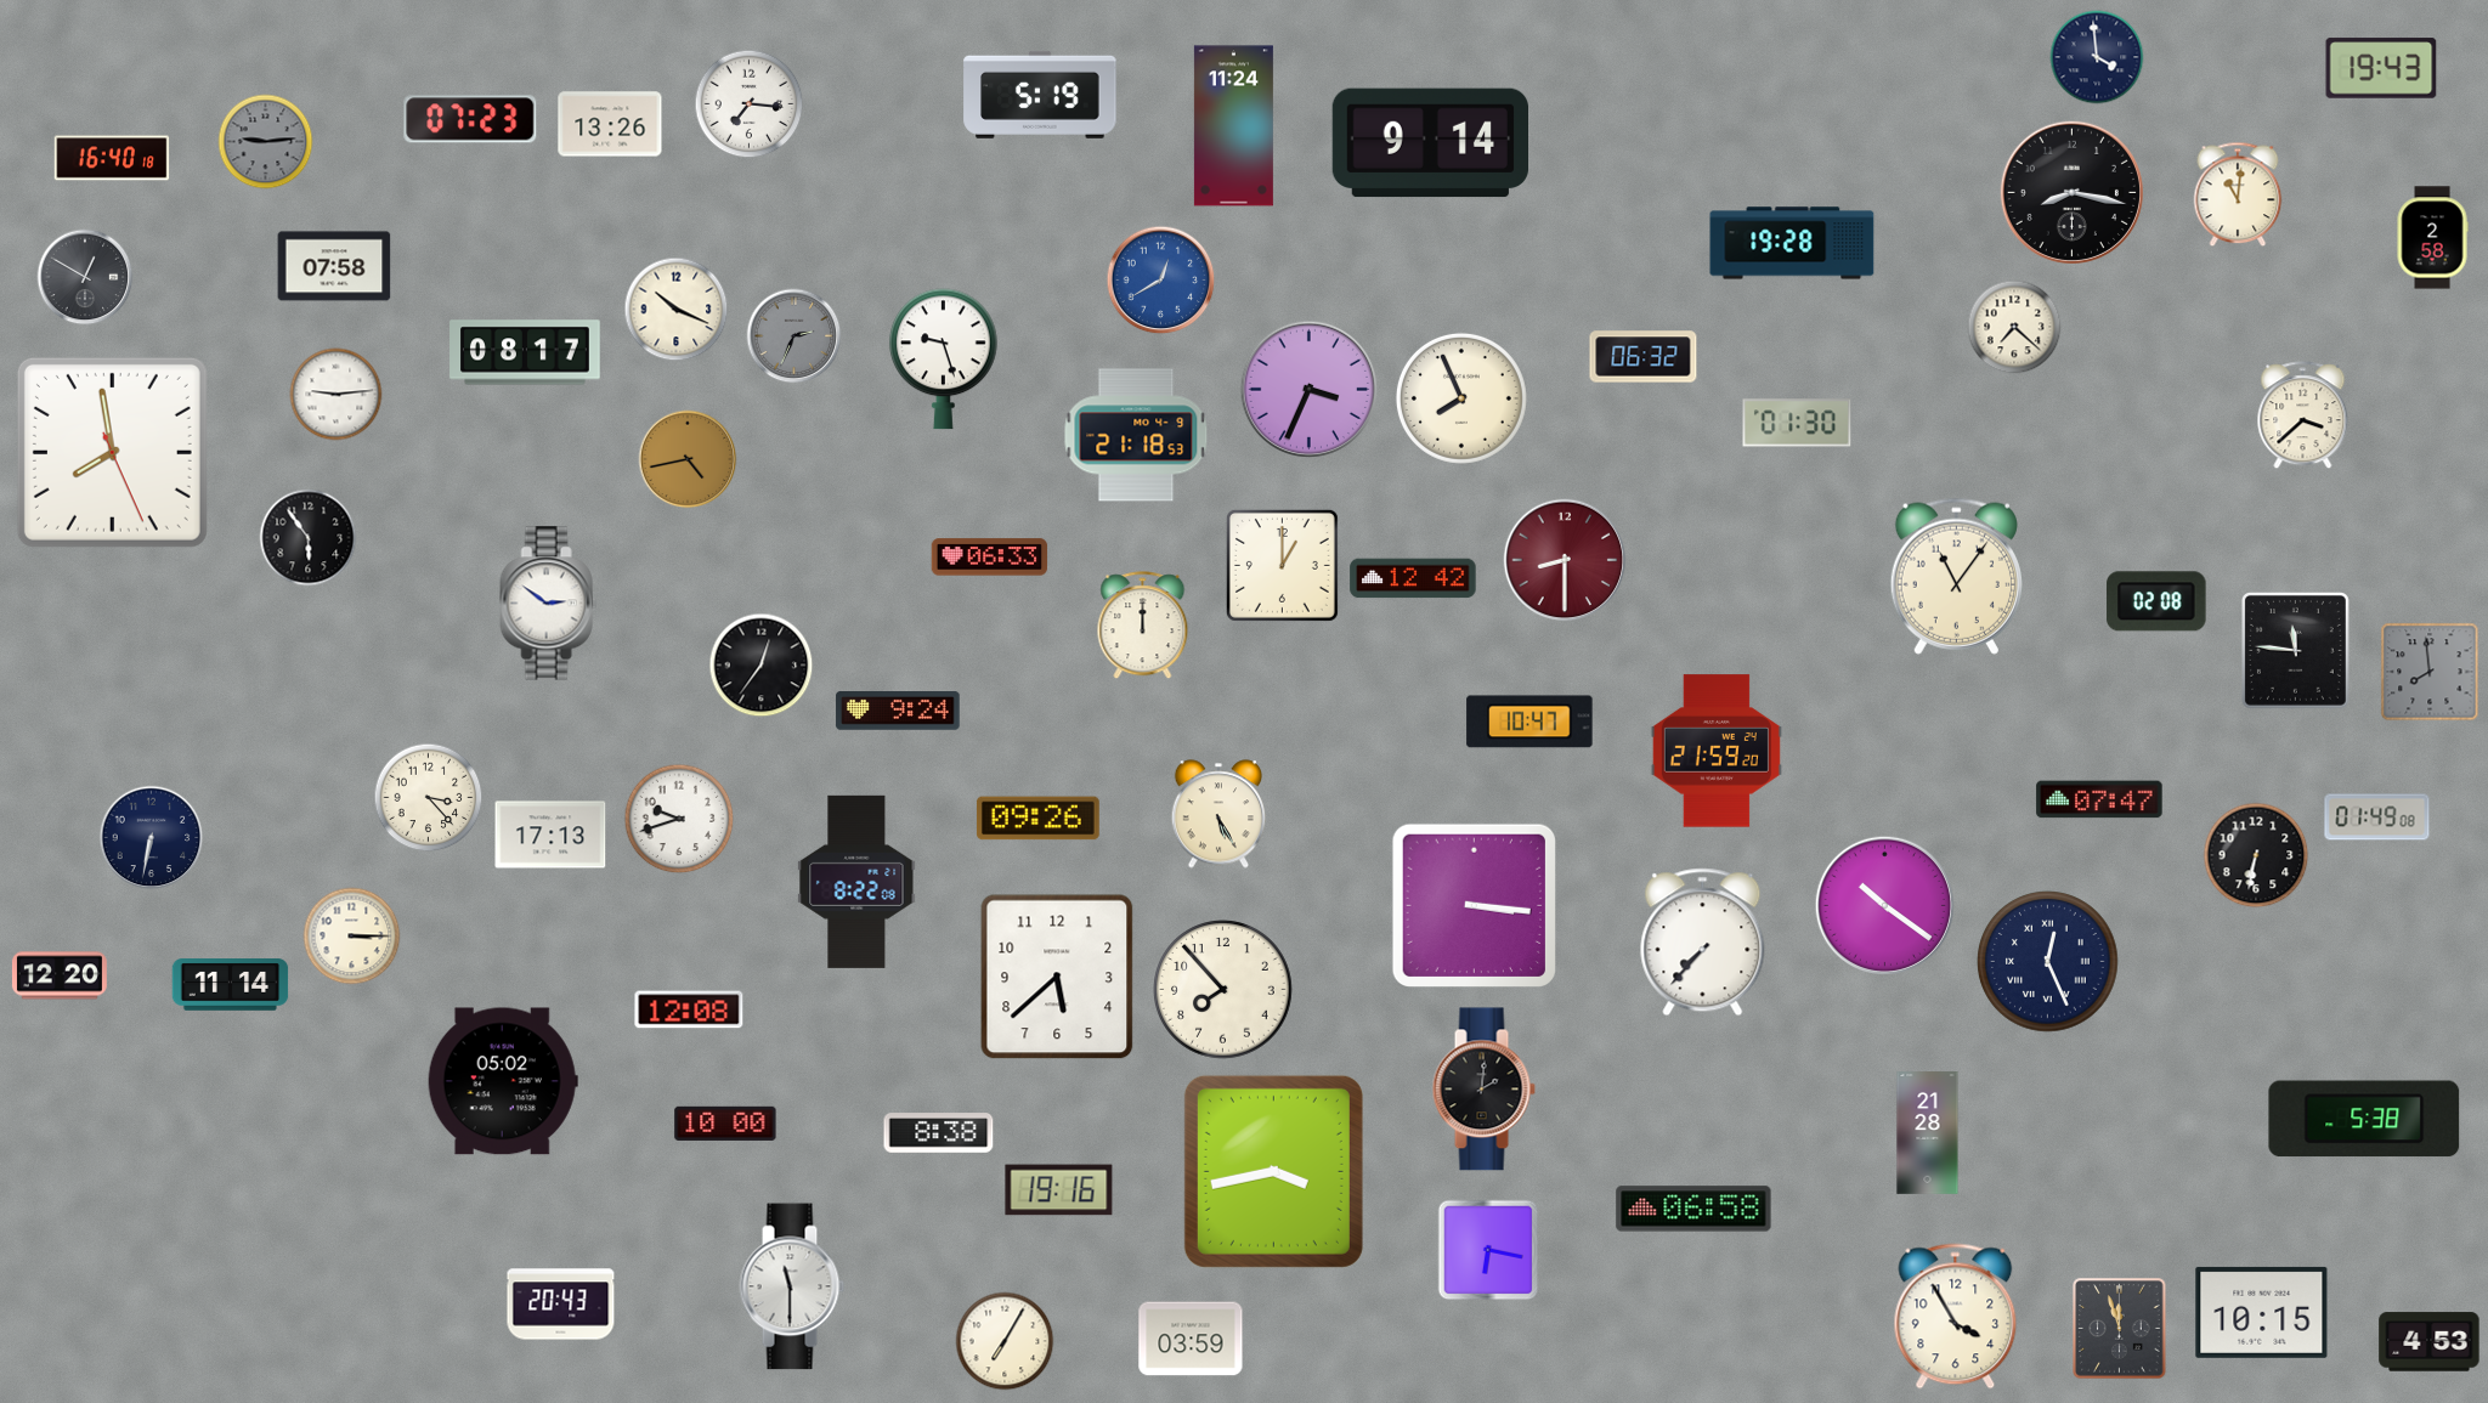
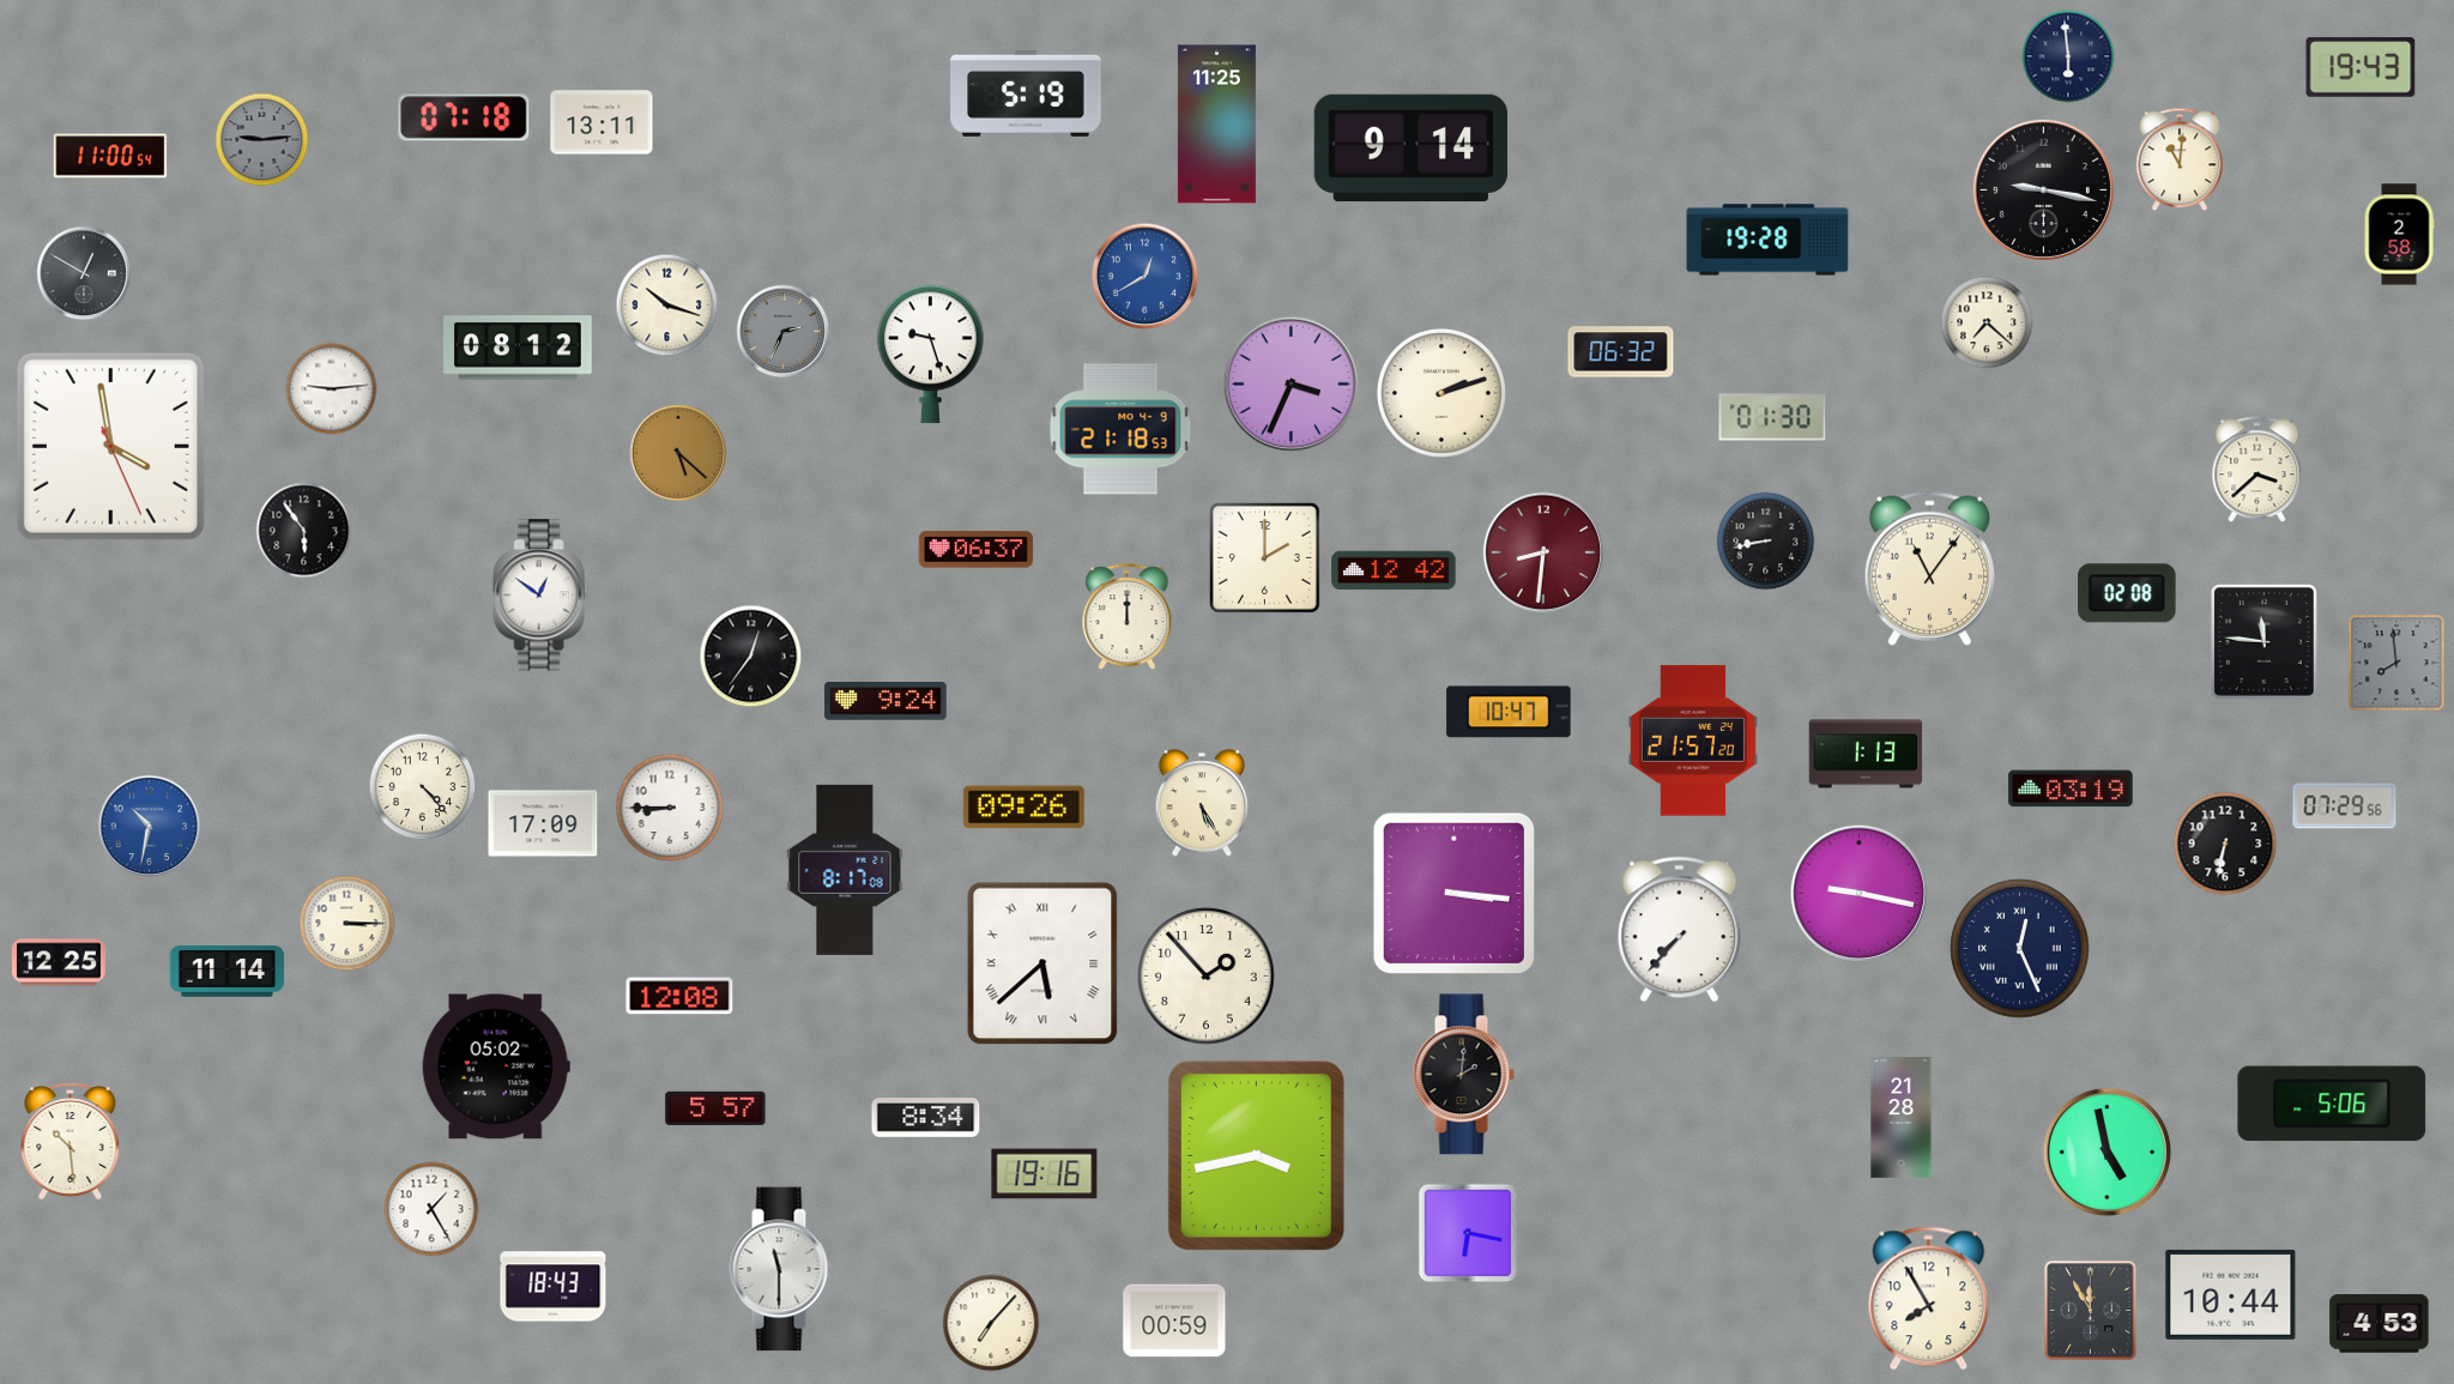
clock at (2097, 57): 3:59 -> 5:59
clock at (2381, 68) position: (2381, 68) -> (2361, 67)
clock at (750, 104): 7:16 -> none
clock at (470, 119): 07:23 -> 07:18
clock at (610, 124): 13:26 -> 13:11
clock at (1233, 126): 11:24 -> 11:25
clock at (1430, 143) position: (1430, 143) -> (1410, 149)
clock at (112, 158): 16:40 -> 11:00
clock at (2071, 192): 8:17 -> 9:17
clock at (2238, 194) position: (2238, 194) -> (2180, 159)
clock at (334, 266): 07:58 -> none
clock at (677, 310): 10:19 -> 10:18
clock at (525, 352): 08:17 -> 08:12
clock at (1461, 398): 7:56 -> 2:12
clock at (2303, 415) position: (2303, 415) -> (2257, 470)
clock at (112, 452): 7:58 -> 3:58
clock at (688, 459): 4:43 -> 5:22
clock at (1766, 542): none -> 8:43
clock at (990, 558): 06:33 -> 06:37
clock at (1565, 560): 8:30 -> 8:31
clock at (1282, 565): 1:00 -> 2:00
clock at (549, 604): 2:51 -> 12:51
clock at (1717, 751): 21:59 -> 21:57
clock at (1866, 754): none -> 1:13
clock at (429, 798): 3:23 -> 4:23
clock at (2099, 799): 07:47 -> 03:19
clock at (2377, 818): 01:49 -> 07:29
clock at (679, 819): 9:42 -> 8:45
clock at (550, 835): 17:13 -> 17:09
clock at (152, 838): 6:32 -> 10:32
clock at (152, 838) dial: navy -> blue
clock at (856, 882): 8:22 -> 8:17
clock at (1884, 905): 10:21 -> 9:17
clock at (60, 975): 12:20 -> 12:25
clock at (1057, 977) numerals: Arabic -> Roman
clock at (1223, 990): 7:53 -> 1:53
clock at (2364, 1119): 5:38 -> 5:06
clock at (725, 1124): 10:00 -> 5:57
clock at (939, 1133): 8:38 -> 8:34
clock at (71, 1142): none -> 10:29
clock at (2108, 1153): none -> 4:58
clock at (1693, 1209): 06:58 -> none
clock at (431, 1209): none -> 1:25
clock at (561, 1305): 20:43 -> 18:43
clock at (2262, 1312): 10:15 -> 10:44
clock at (1956, 1317): 3:55 -> 7:55
clock at (2120, 1329): 11:57 -> 11:55
clock at (1191, 1339): 03:59 -> 00:59
clock at (1005, 1341): 7:05 -> 7:07
clock at (2430, 1342) position: (2430, 1342) -> (2380, 1324)
